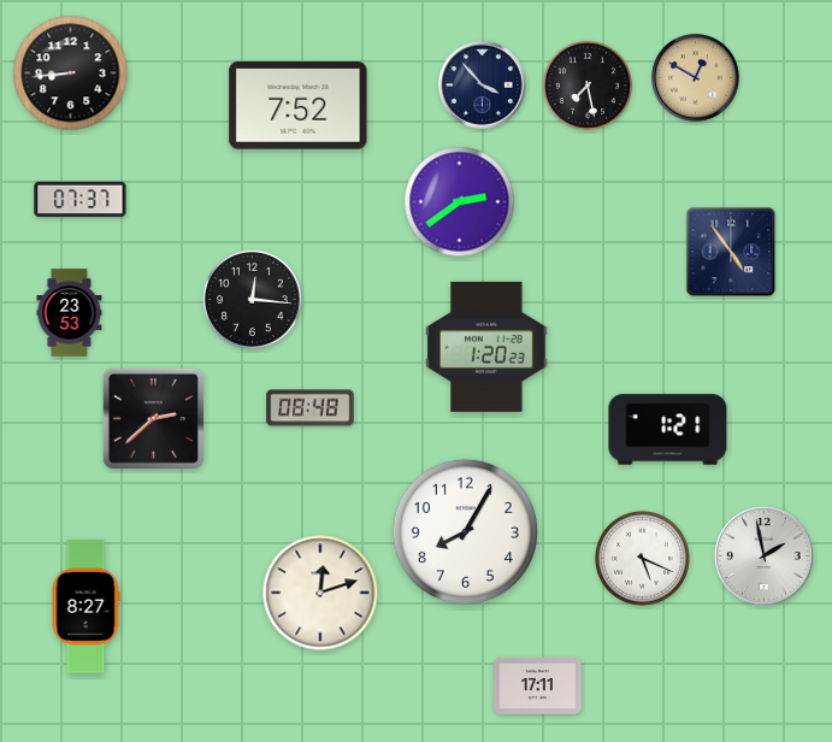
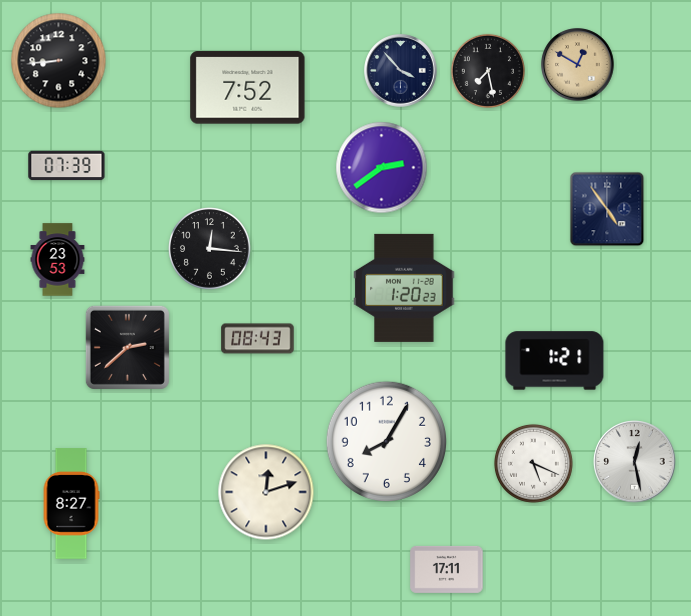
clock at (81, 200): 07:37 -> 07:39
clock at (311, 408): 08:48 -> 08:43
clock at (668, 430) position: (668, 430) -> (555, 361)
clock at (765, 556): 1:58 -> 12:28
